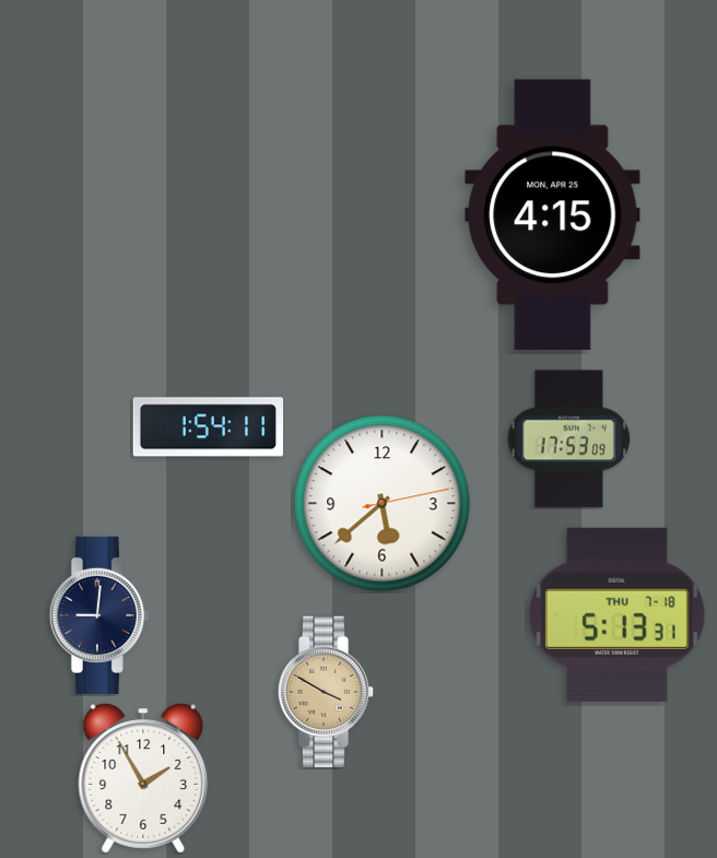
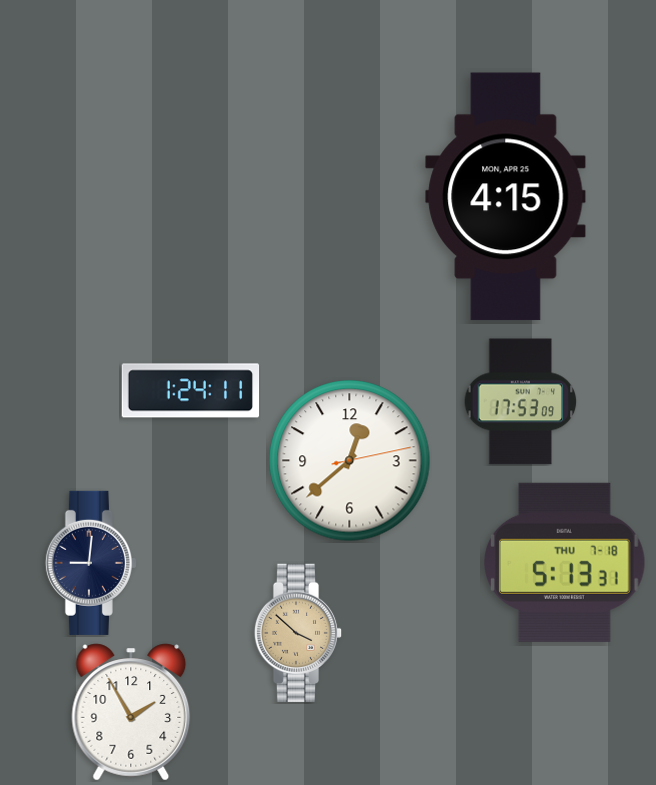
clock at (209, 427): 1:54 -> 1:24
clock at (383, 504): 5:38 -> 12:38
clock at (326, 691): 3:50 -> 3:52
